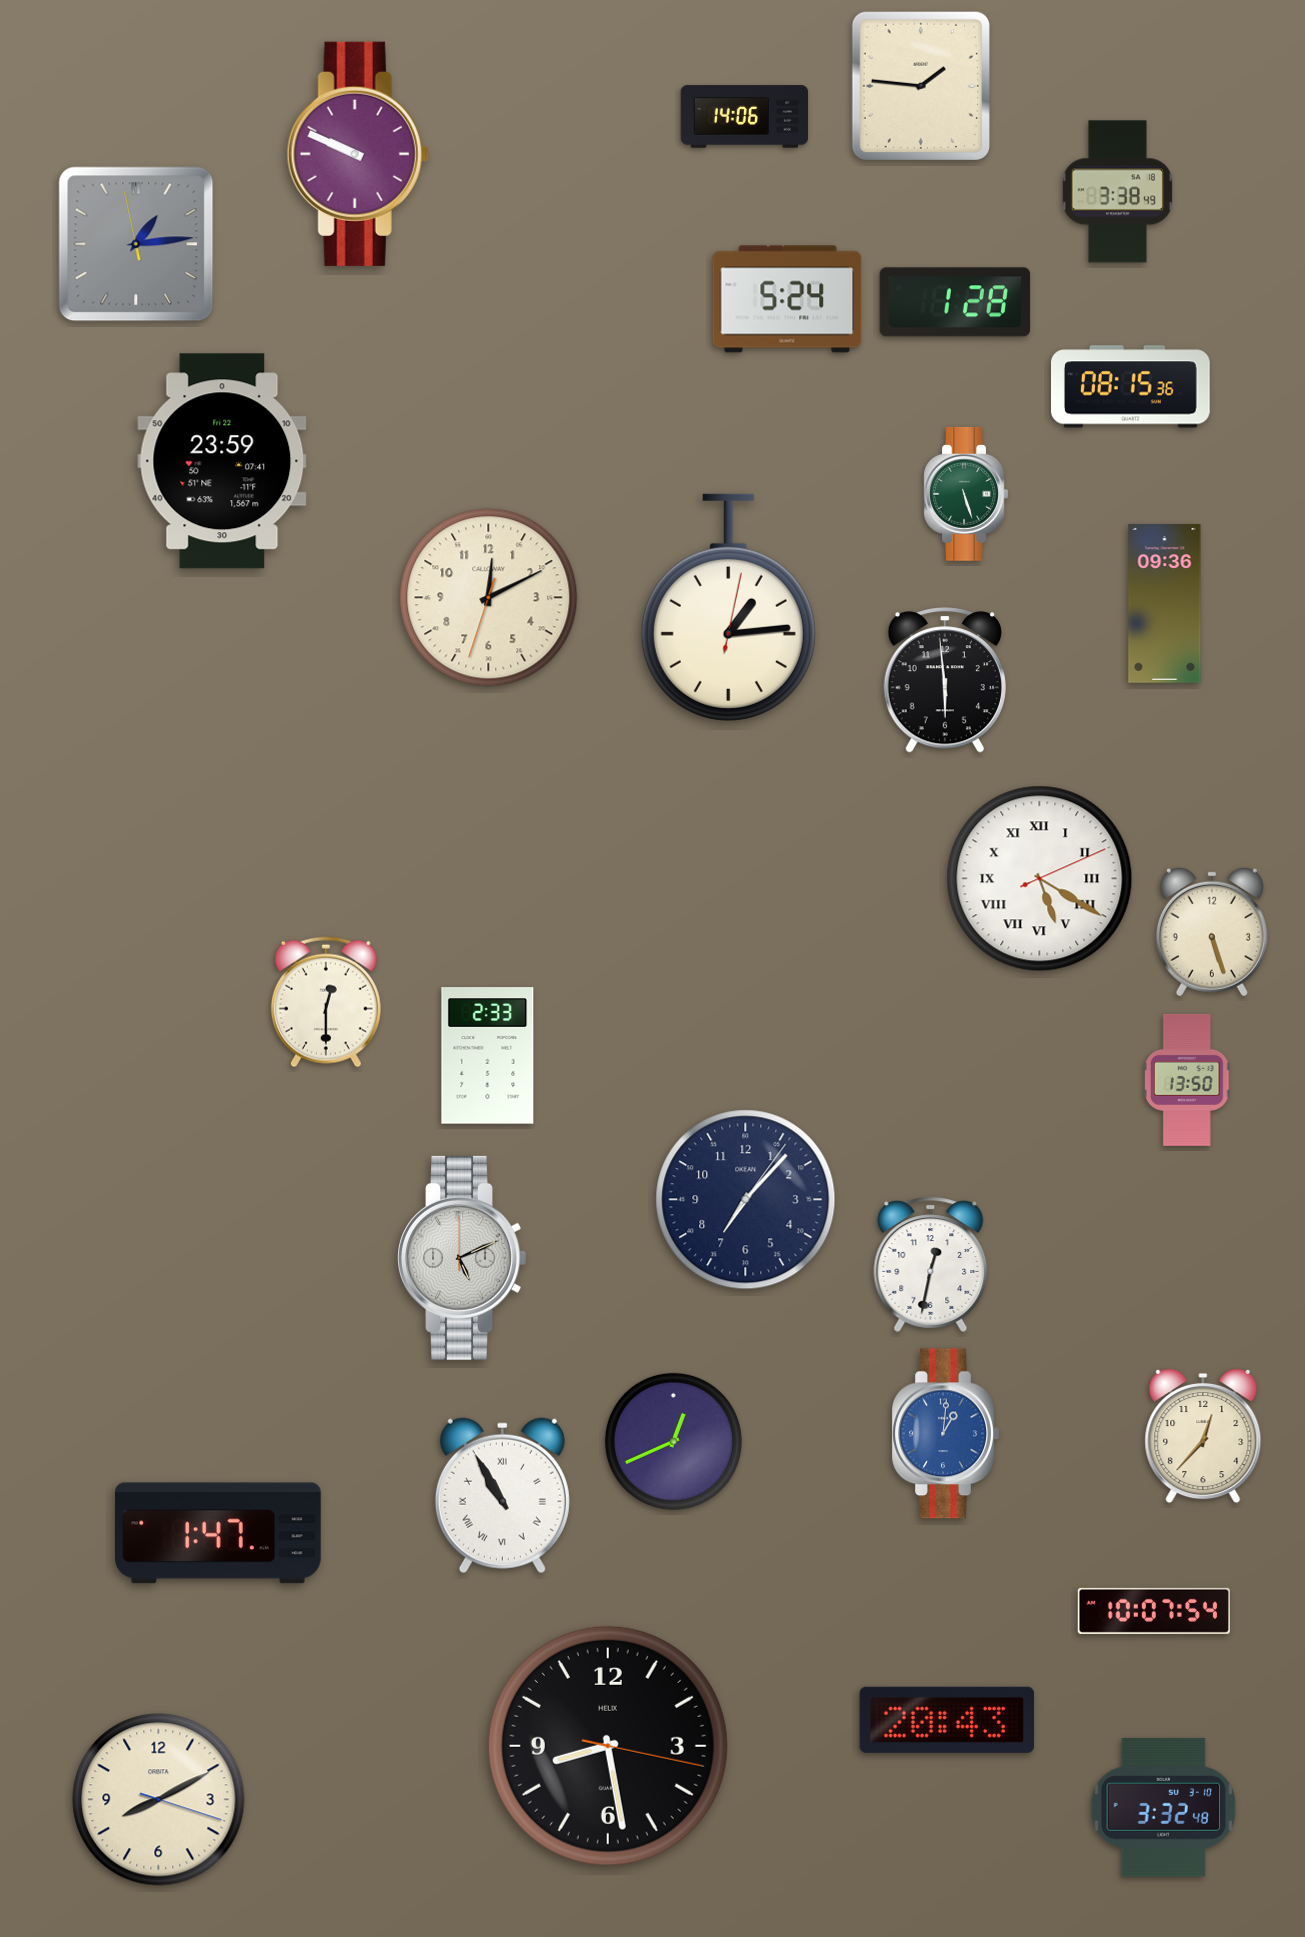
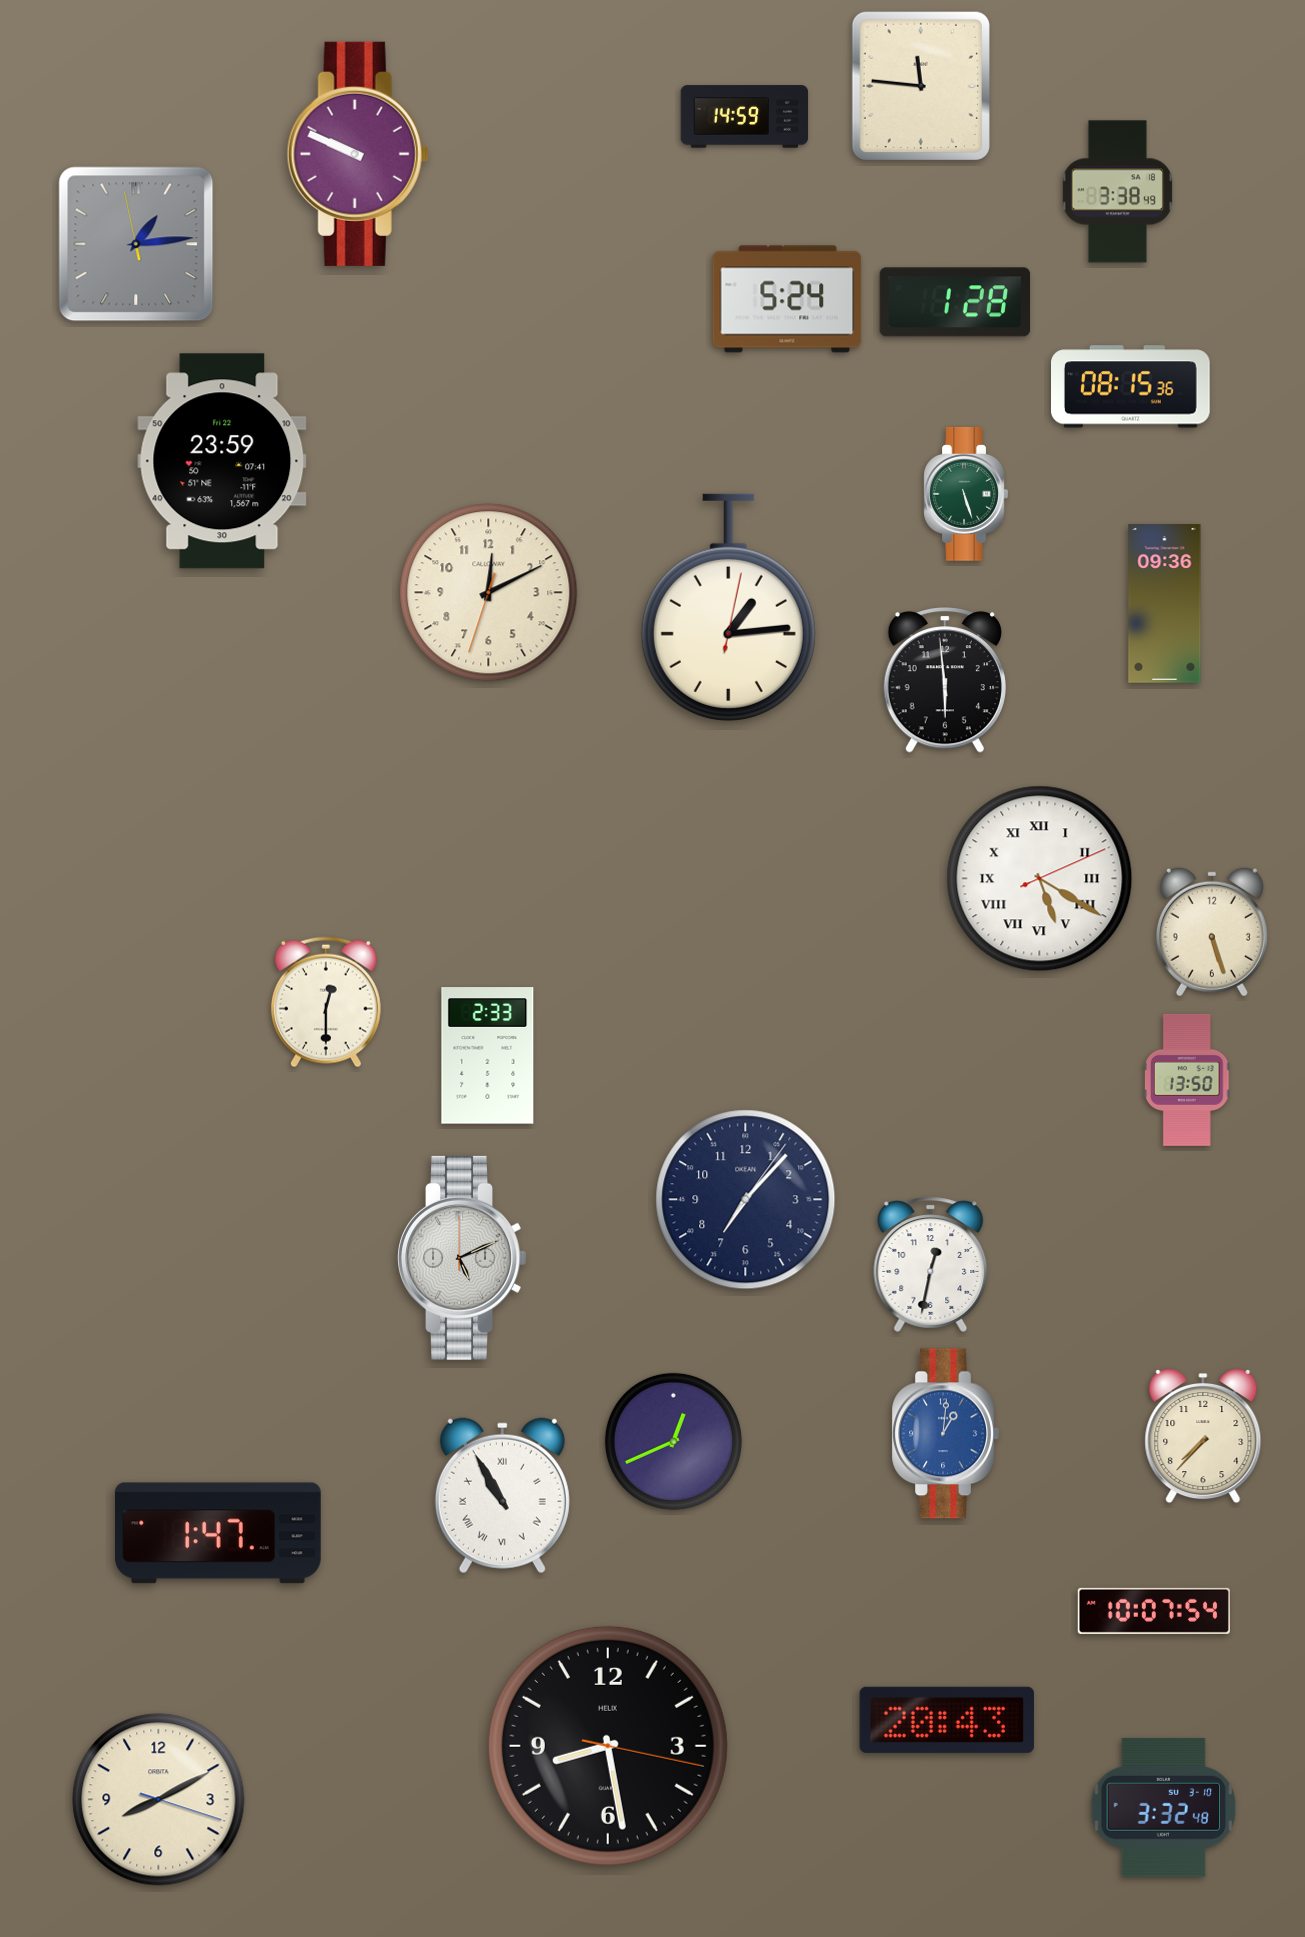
clock at (921, 86): 1:46 -> 11:46
clock at (745, 117): 14:06 -> 14:59
clock at (489, 598) position: (489, 598) -> (489, 593)
clock at (1203, 1436): 12:37 -> 7:37
